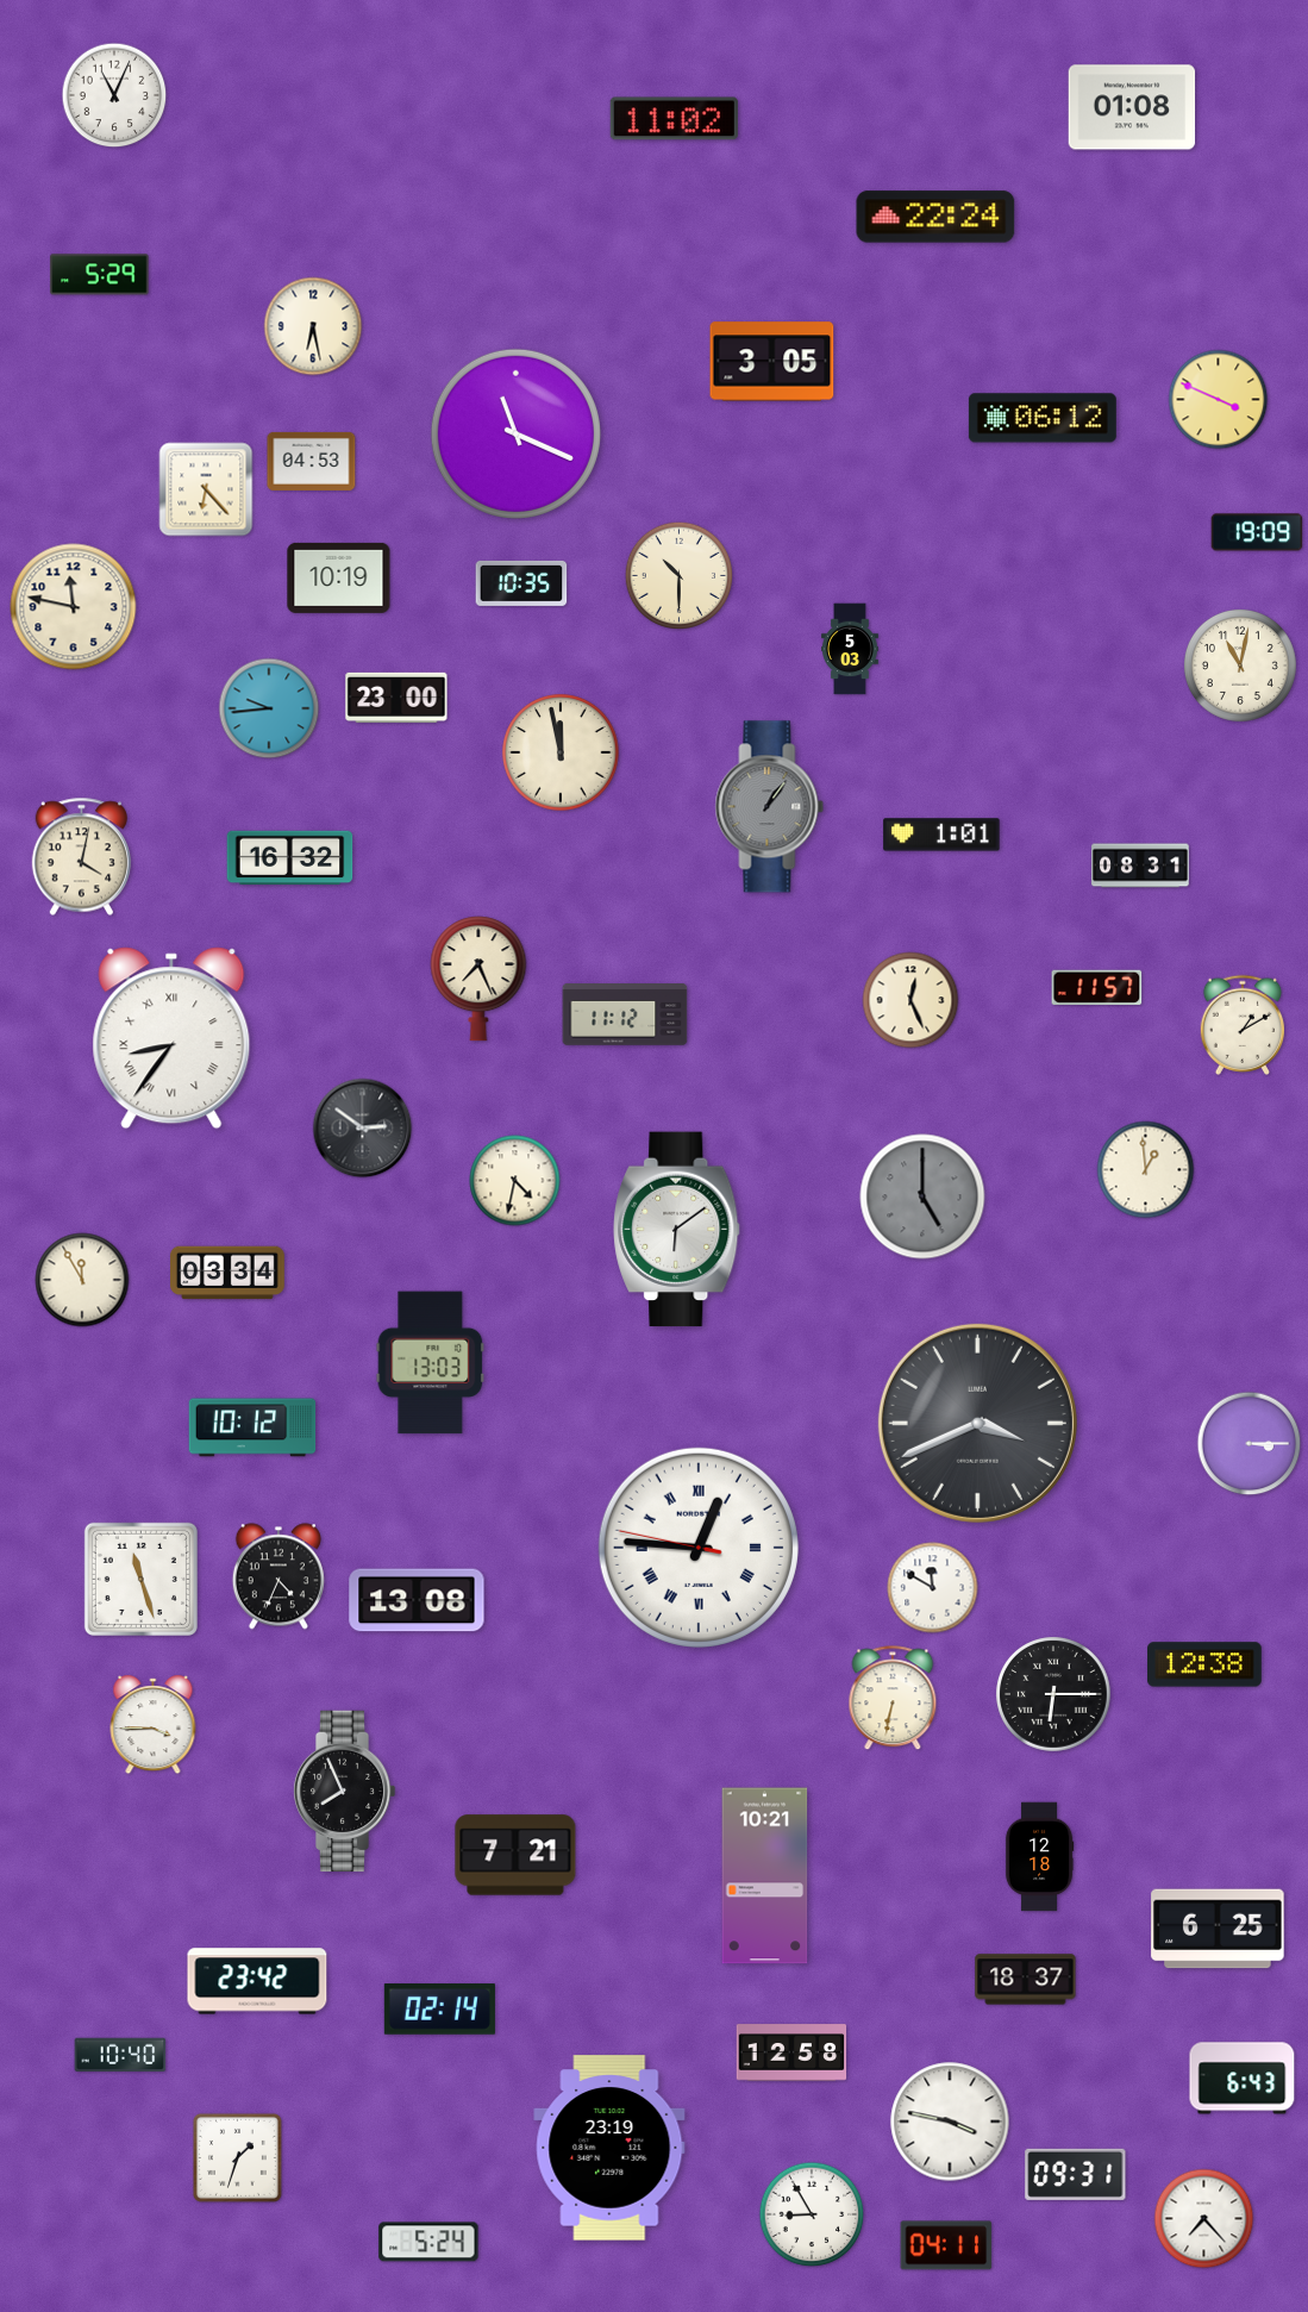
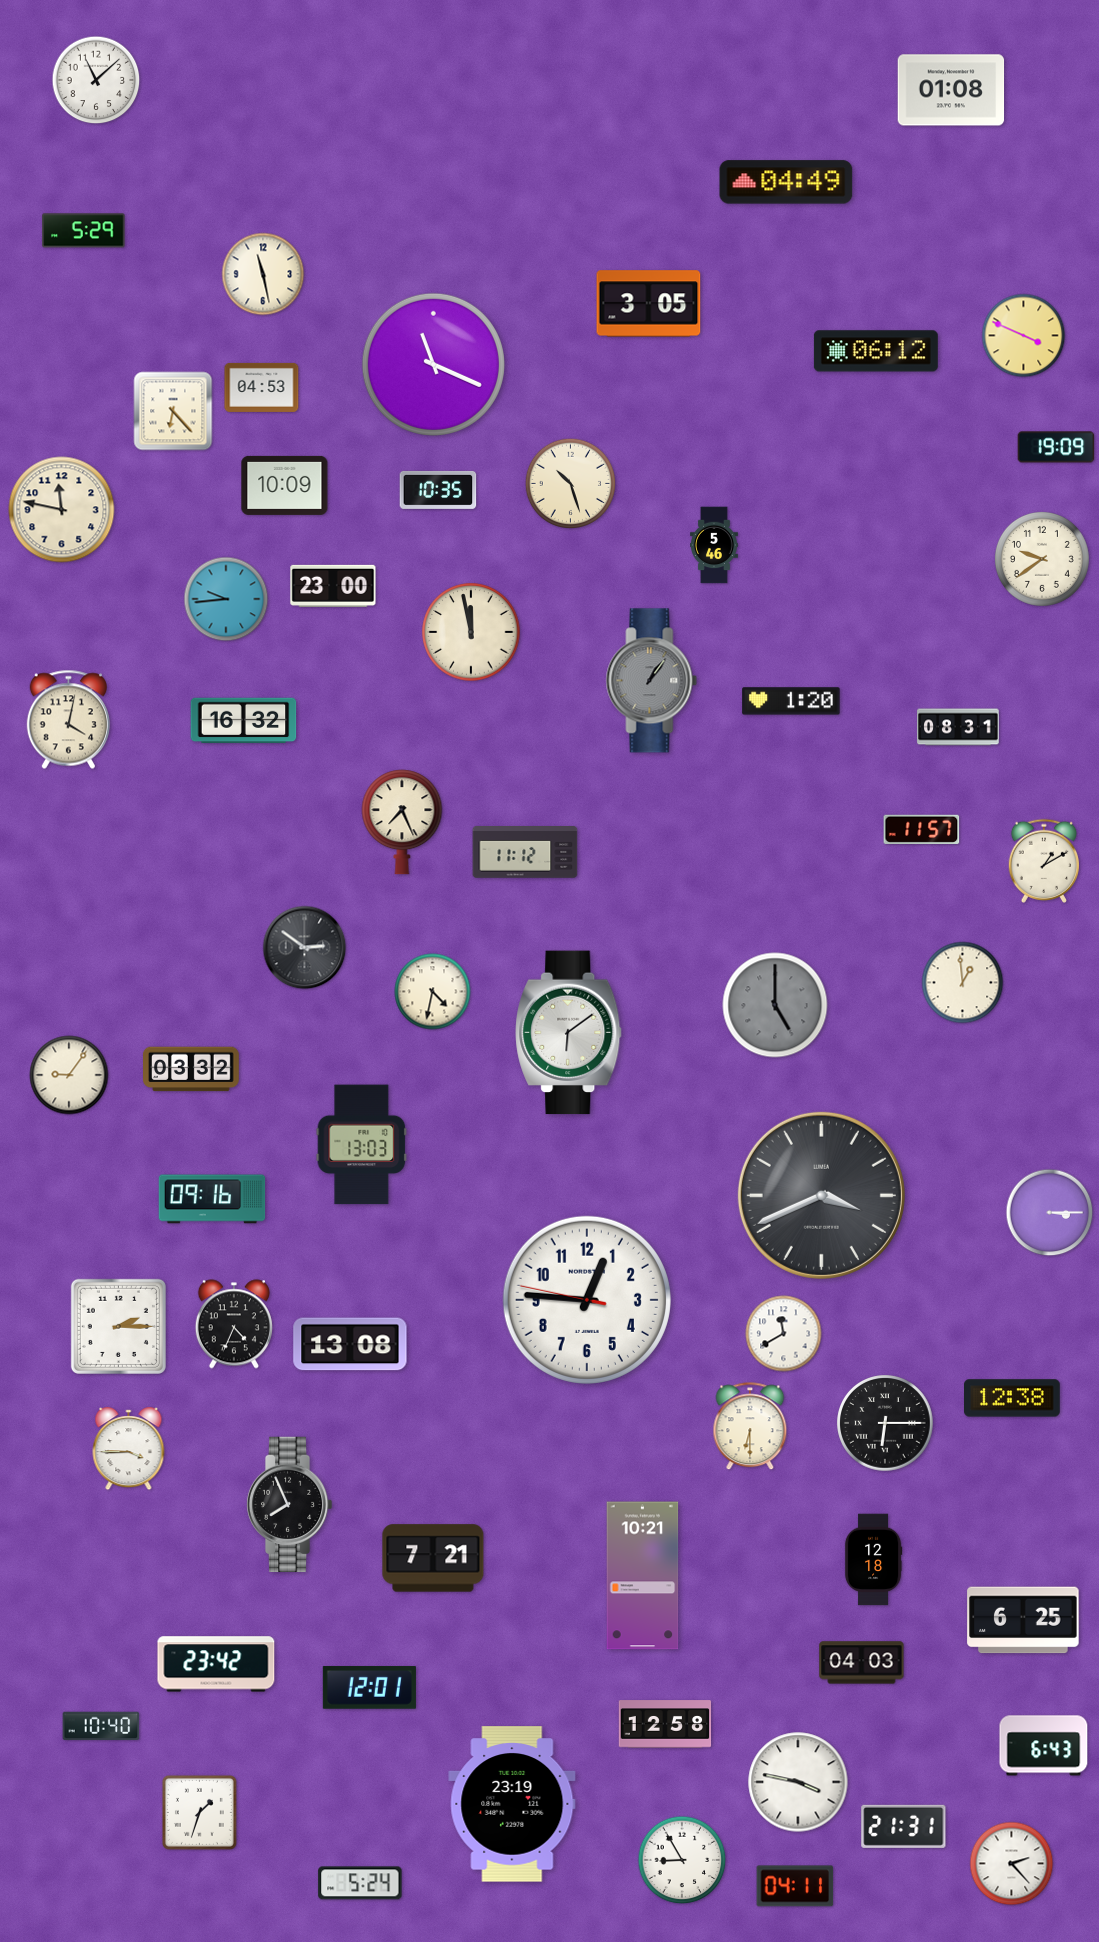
clock at (114, 95): 11:04 -> 11:08
clock at (674, 119): 11:02 -> none
clock at (935, 217): 22:24 -> 04:49
clock at (313, 326): 6:28 -> 11:28
clock at (678, 575): 10:30 -> 10:27
clock at (339, 577): 10:19 -> 10:09
clock at (851, 649): 5:03 -> 5:46
clock at (1240, 666): 11:02 -> 9:39
clock at (269, 708) position: (269, 708) -> (226, 599)
clock at (770, 807) position: (770, 807) -> (652, 681)
clock at (941, 835): 1:01 -> 1:20
clock at (910, 1000): 12:26 -> none
clock at (171, 1038): 8:36 -> none
clock at (227, 1273): 03:34 -> 03:32
clock at (82, 1280): 11:55 -> 9:06
clock at (252, 1427): 10:12 -> 09:16
clock at (699, 1548) numerals: Roman -> Arabic
clock at (140, 1579): 11:27 -> 2:15
clock at (933, 1588): 11:50 -> 11:40
clock at (893, 1699): 6:32 -> 6:30
clock at (1026, 1980): 18:37 -> 04:03
clock at (439, 2010): 02:14 -> 12:01
clock at (1076, 2174): 09:31 -> 21:31
clock at (1204, 2219): 7:23 -> 2:23
